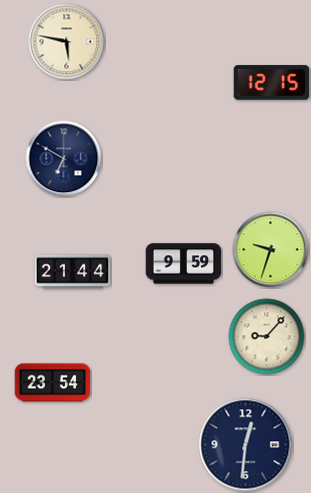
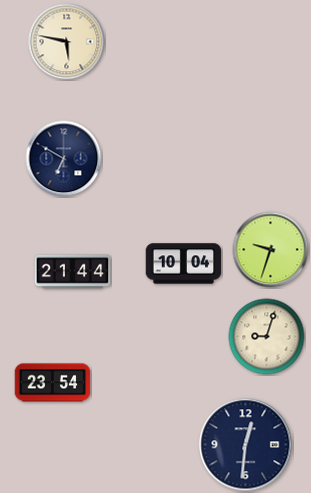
clock at (272, 83): 12:15 -> none
clock at (184, 264): 9:59 -> 10:04
clock at (267, 337): 9:07 -> 9:03
